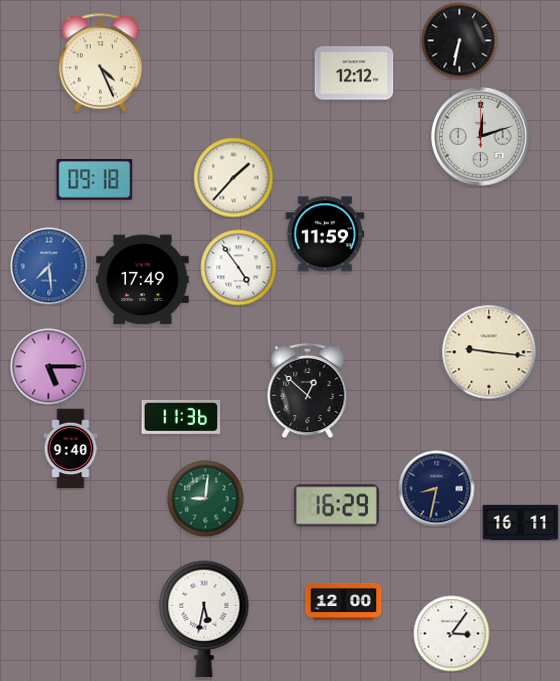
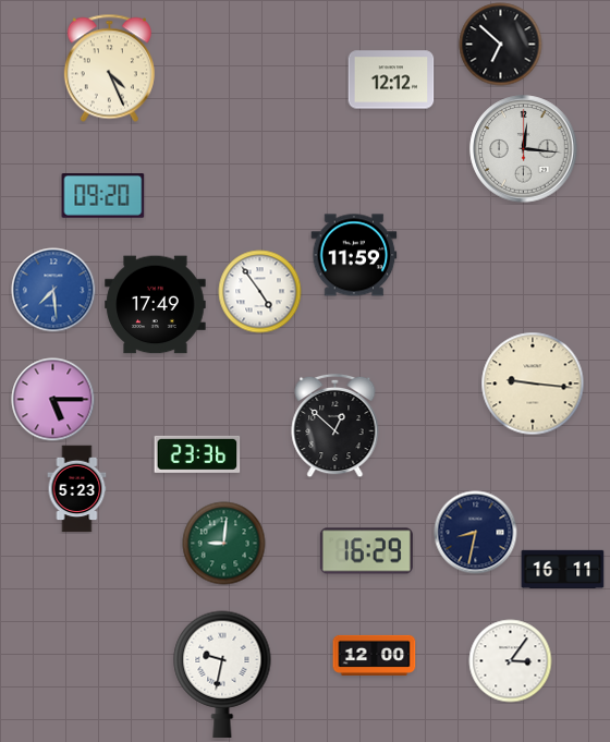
clock at (460, 41): 6:32 -> 6:52
clock at (354, 73) position: (354, 73) -> (391, 80)
clock at (481, 137): 12:12 -> 12:16
clock at (234, 178): 1:37 -> none
clock at (95, 180): 09:18 -> 09:20
clock at (181, 417): 11:36 -> 23:36
clock at (71, 449): 9:40 -> 5:23
clock at (521, 522) position: (521, 522) -> (563, 569)
clock at (204, 618): 5:32 -> 9:32
clock at (452, 634) position: (452, 634) -> (511, 661)
